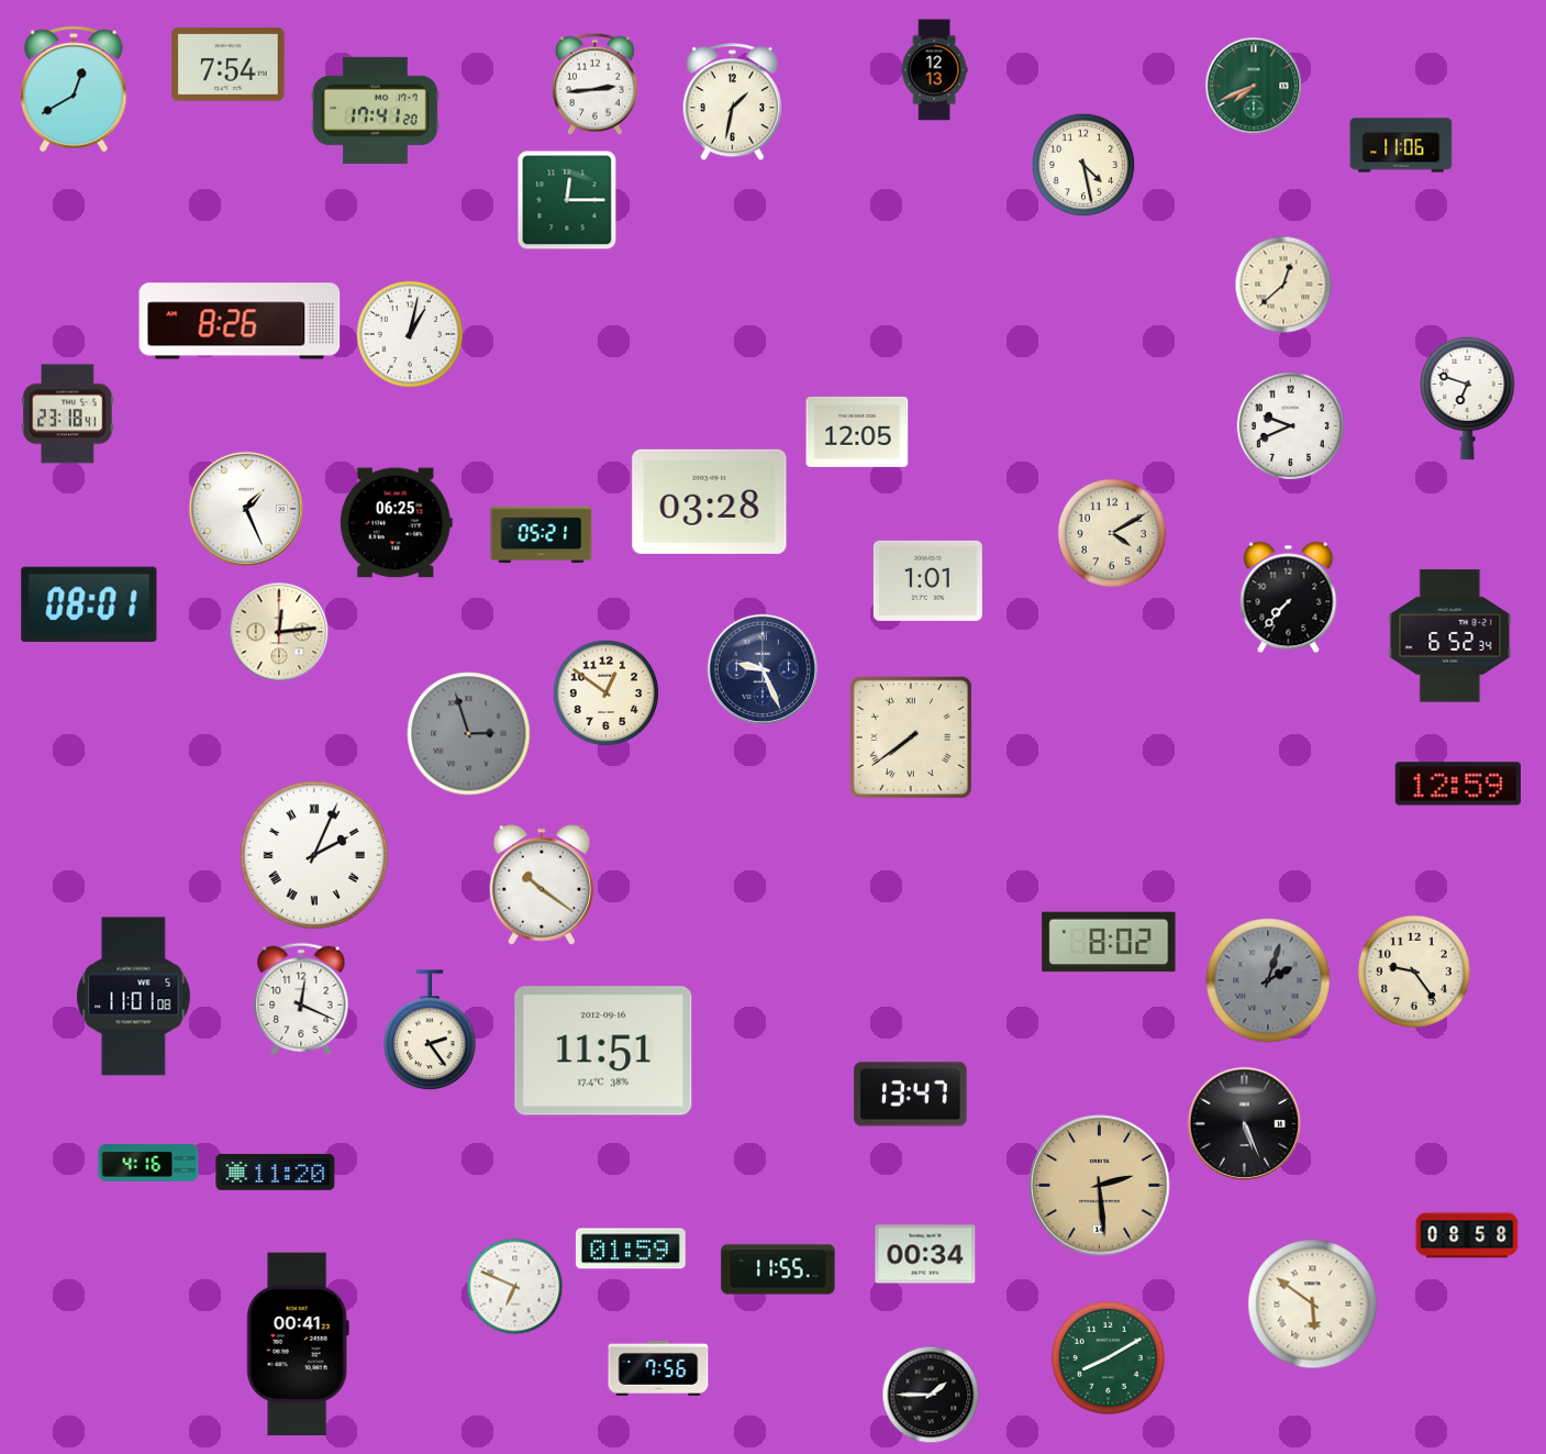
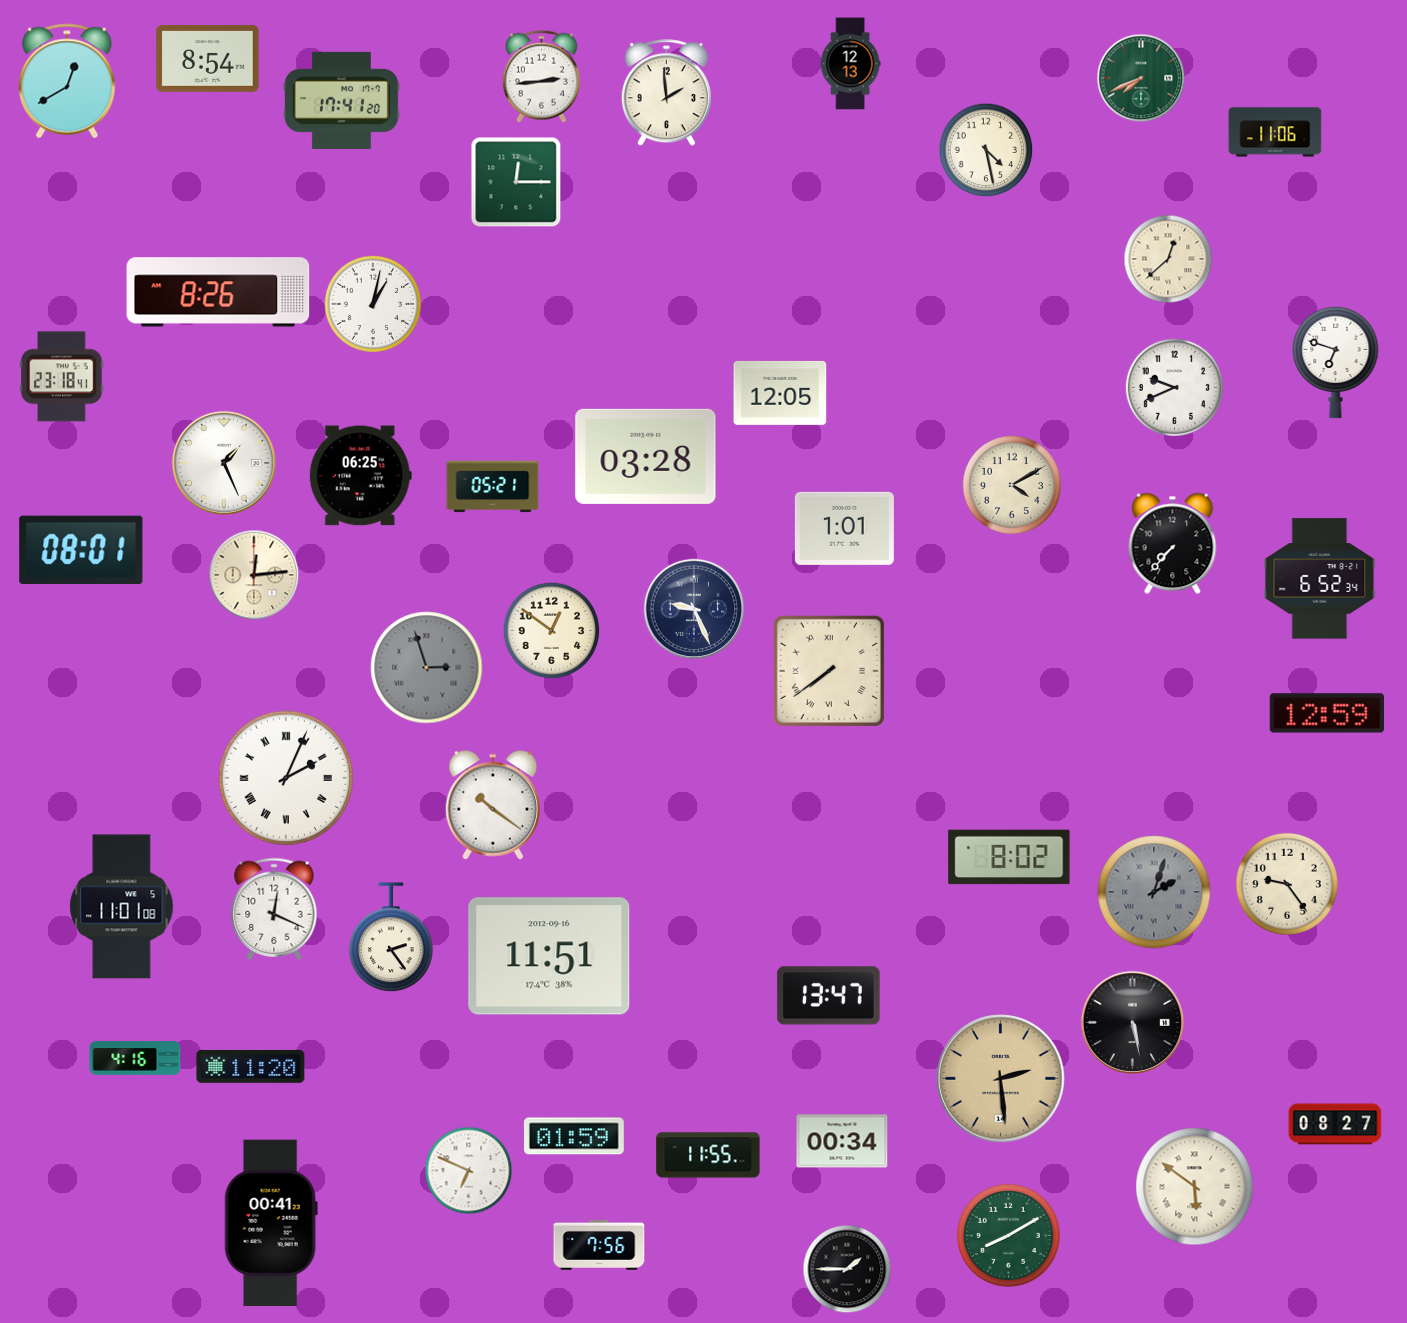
clock at (229, 65): 7:54 -> 8:54
clock at (732, 102): 1:32 -> 1:59
clock at (1244, 1123): 5:26 -> 5:28
clock at (1467, 1235): 08:58 -> 08:27
